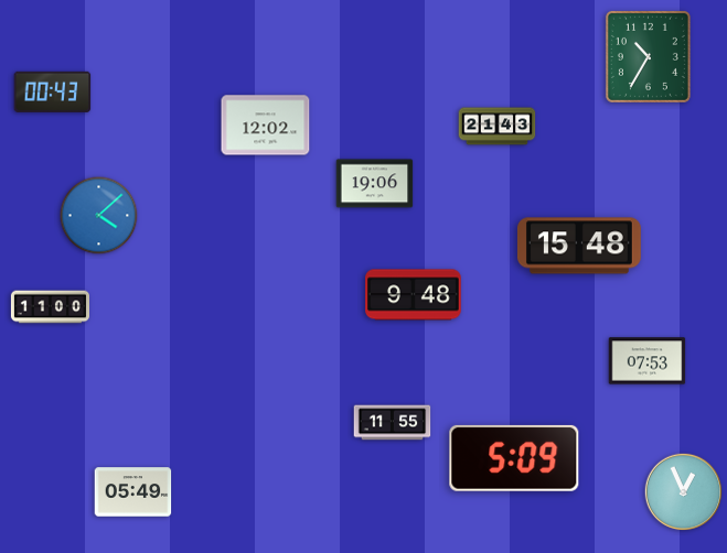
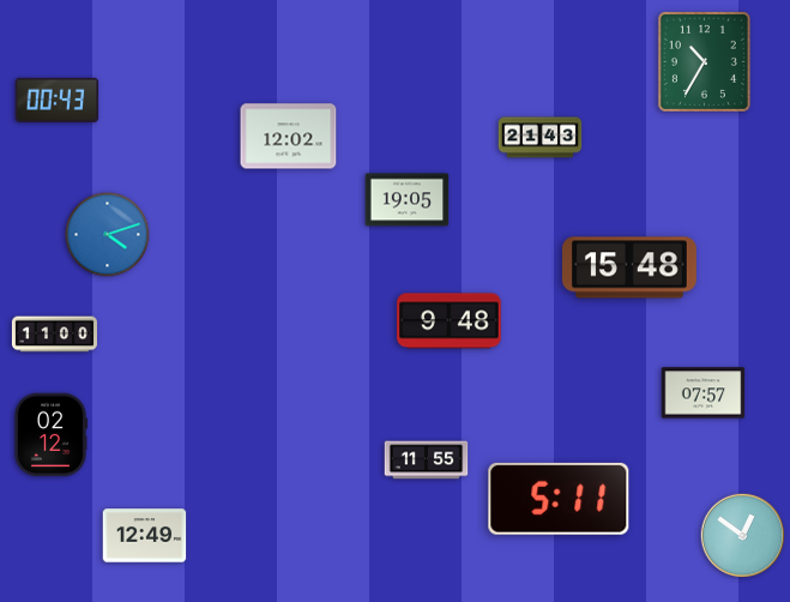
clock at (375, 184): 19:06 -> 19:05
clock at (99, 216): 4:08 -> 4:12
clock at (648, 361): 07:53 -> 07:57
clock at (50, 435): none -> 02:12
clock at (514, 458): 5:09 -> 5:11
clock at (133, 492): 05:49 -> 12:49
clock at (684, 492): 12:56 -> 12:51
